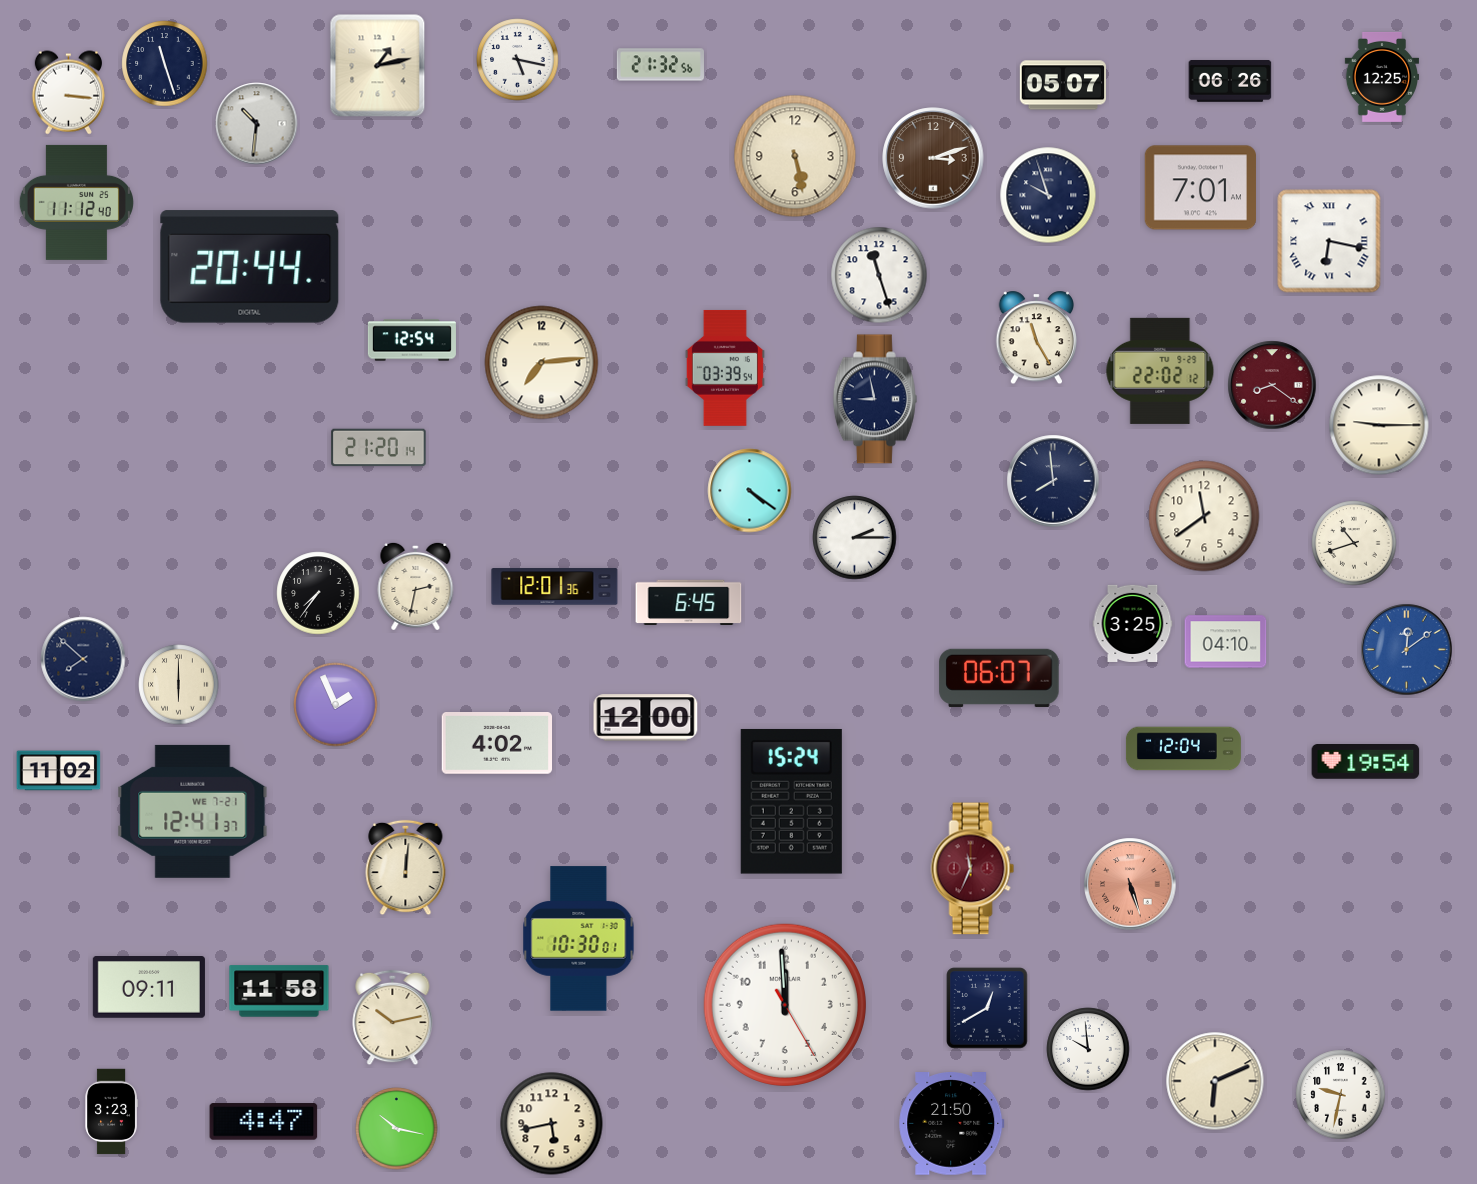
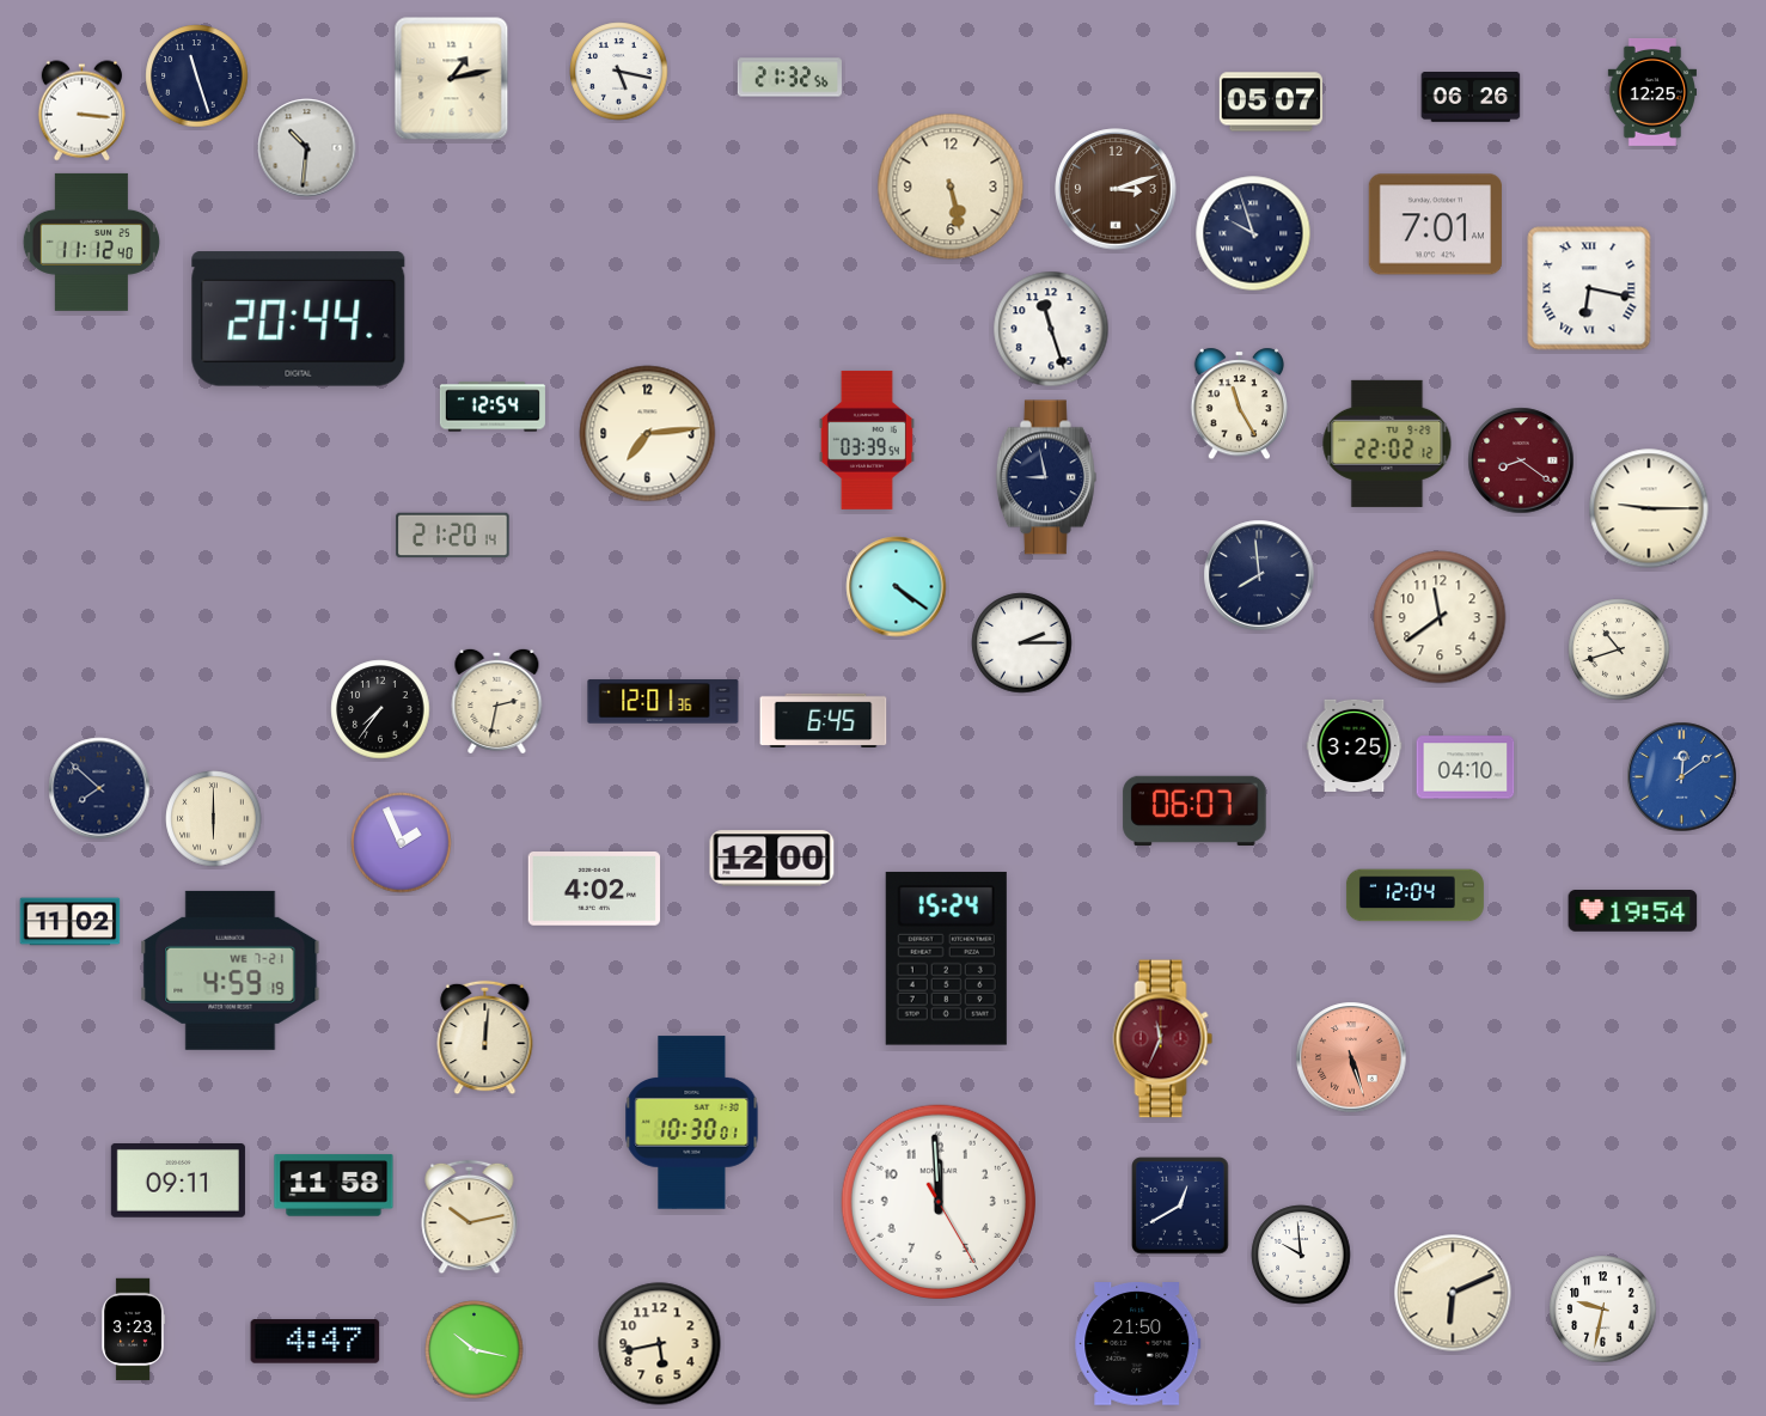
clock at (193, 811): 12:41 -> 4:59
